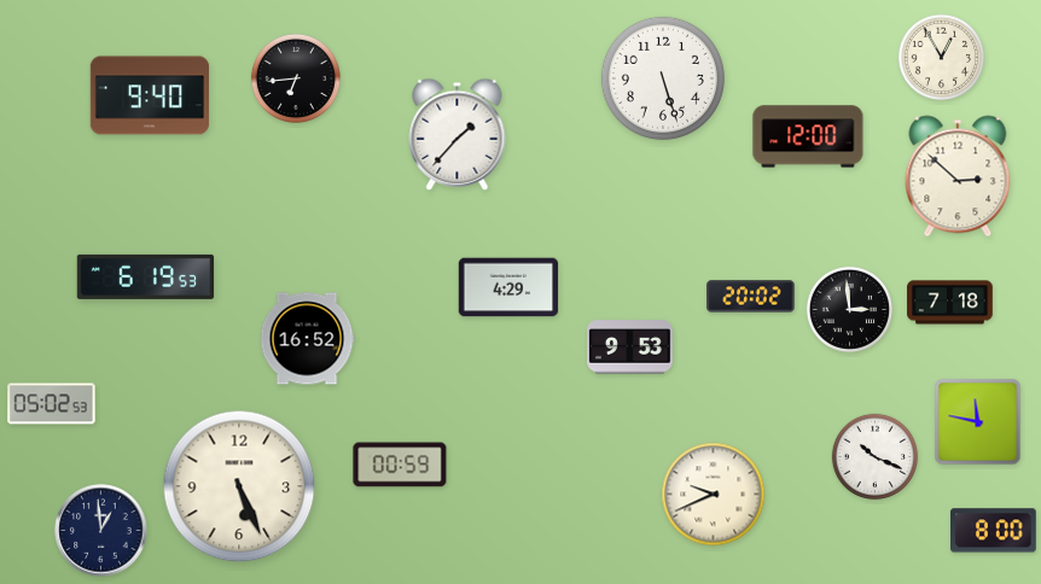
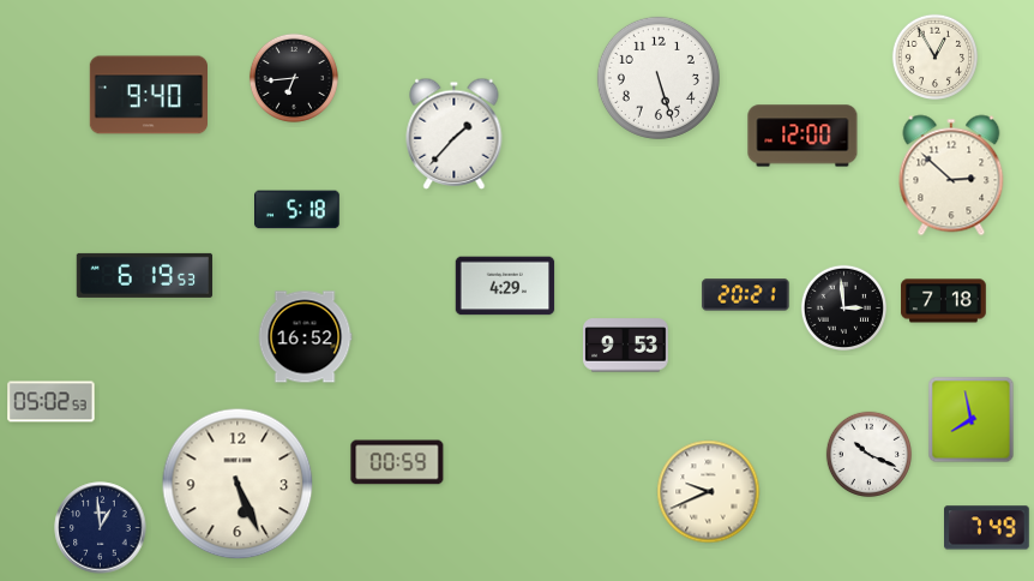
clock at (297, 210): none -> 5:18
clock at (751, 297): 20:02 -> 20:21
clock at (978, 422): 11:47 -> 7:58
clock at (994, 531): 8:00 -> 7:49
